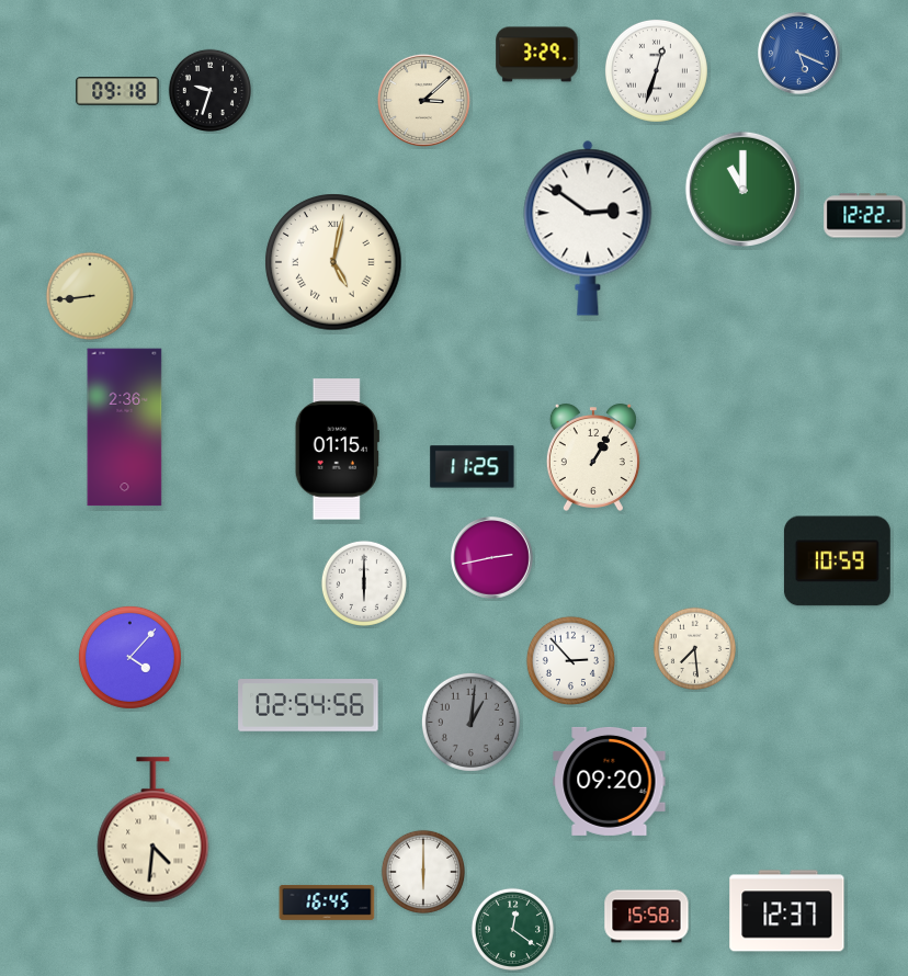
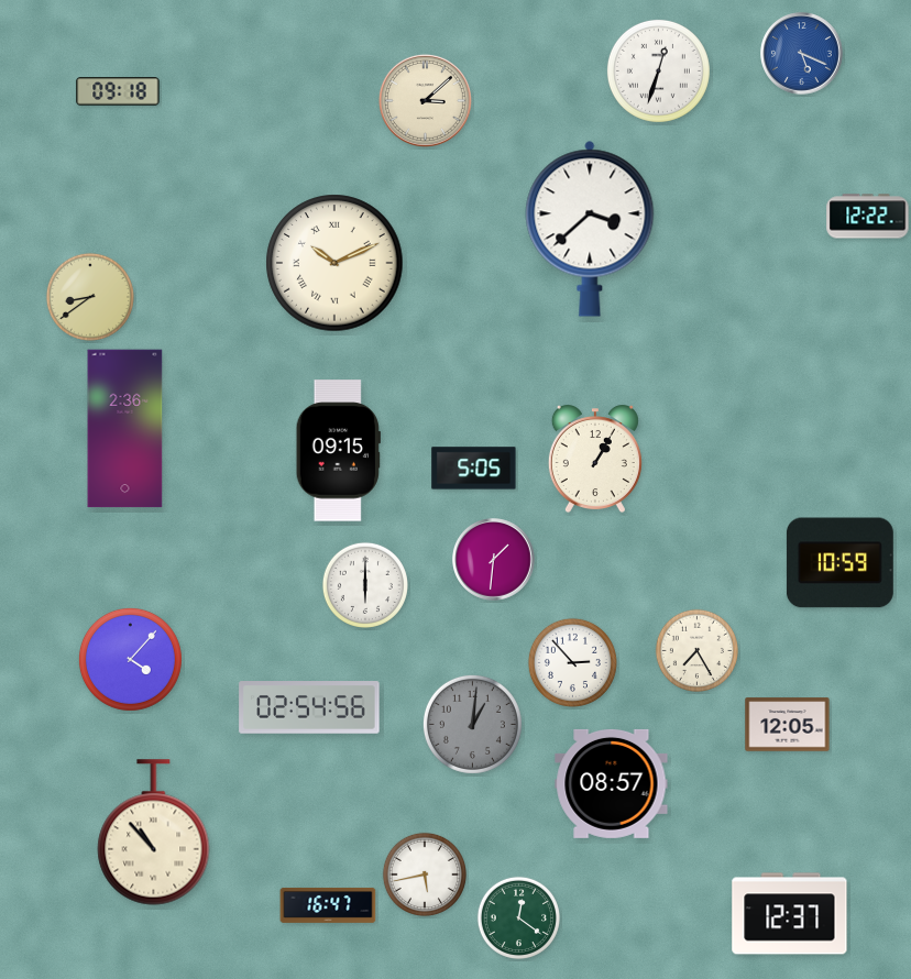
clock at (537, 55): 3:29 -> none
clock at (209, 90): 9:33 -> none
clock at (742, 189): 11:00 -> none
clock at (588, 228): 2:51 -> 3:38
clock at (333, 262): 5:02 -> 10:11
clock at (90, 296): 8:44 -> 8:39
clock at (337, 450): 01:15 -> 09:15
clock at (473, 467): 11:25 -> 5:05
clock at (492, 558): 2:43 -> 1:31
clock at (694, 648): 7:29 -> 7:25
clock at (788, 725): none -> 12:05
clock at (610, 781): 09:20 -> 08:57
clock at (154, 830): 4:31 -> 10:53
clock at (423, 872): 6:00 -> 5:43
clock at (327, 903): 16:45 -> 16:47
clock at (647, 917): 15:58 -> none
clock at (512, 929) position: (512, 929) -> (518, 917)
